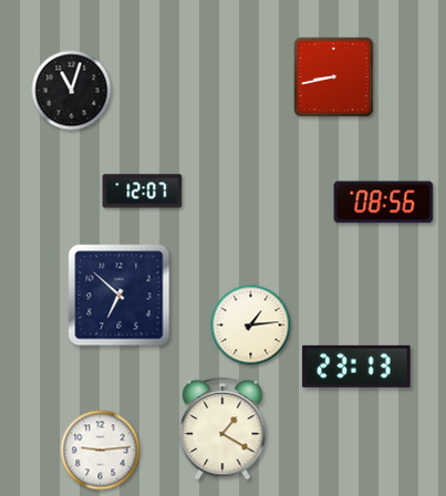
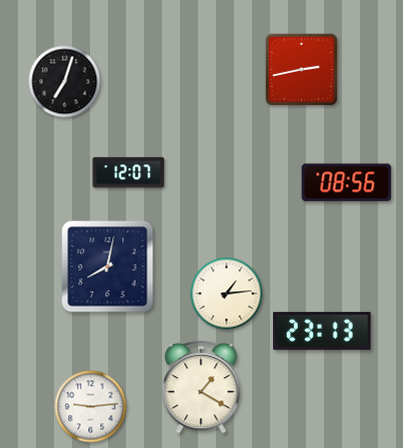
clock at (334, 77): 8:43 -> 2:43
clock at (72, 91): 11:03 -> 7:03
clock at (120, 296): 6:52 -> 8:02
